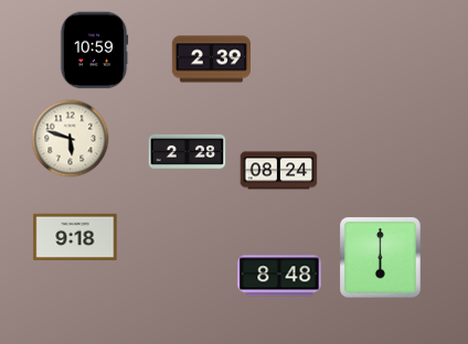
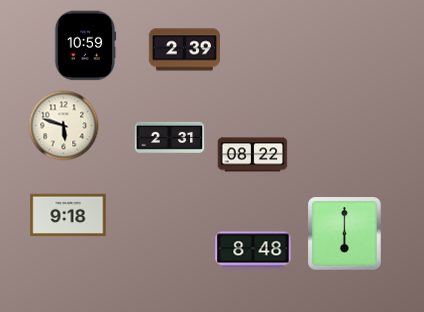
clock at (211, 60) position: (211, 60) -> (184, 50)
clock at (188, 151): 2:28 -> 2:31
clock at (279, 171): 08:24 -> 08:22
